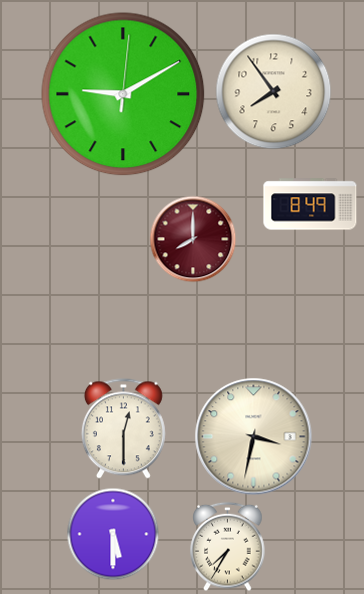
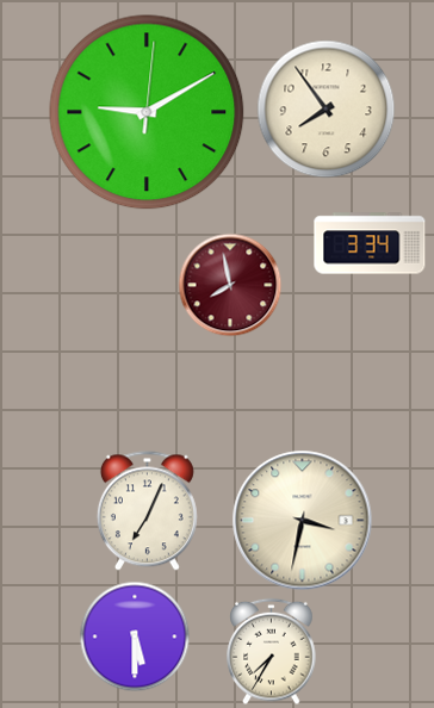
clock at (310, 204): 8:49 -> 3:34
clock at (193, 239): 8:00 -> 7:58
clock at (123, 429): 12:30 -> 7:04
